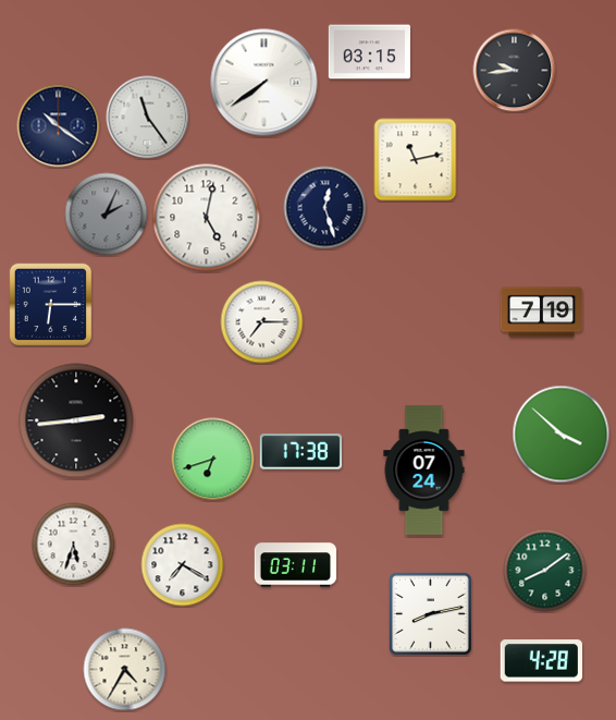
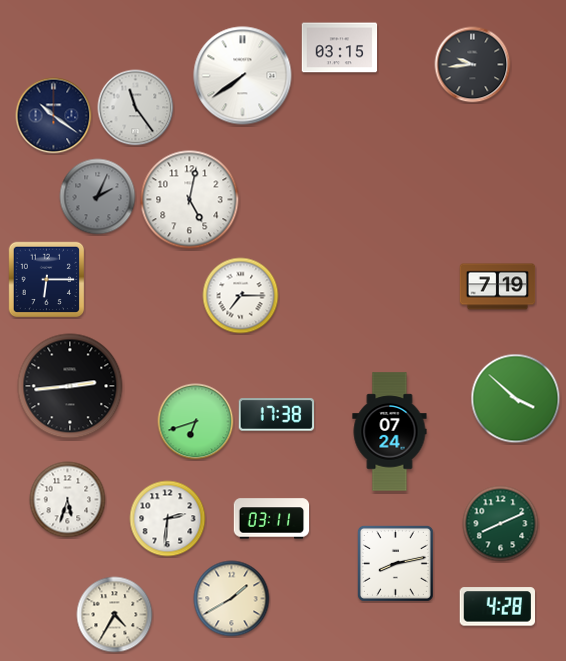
clock at (416, 160): 11:13 -> none
clock at (325, 208): 12:27 -> none
clock at (183, 565): 7:20 -> 2:31
clock at (545, 571): 8:09 -> 8:11
clock at (232, 599): none -> 1:40
